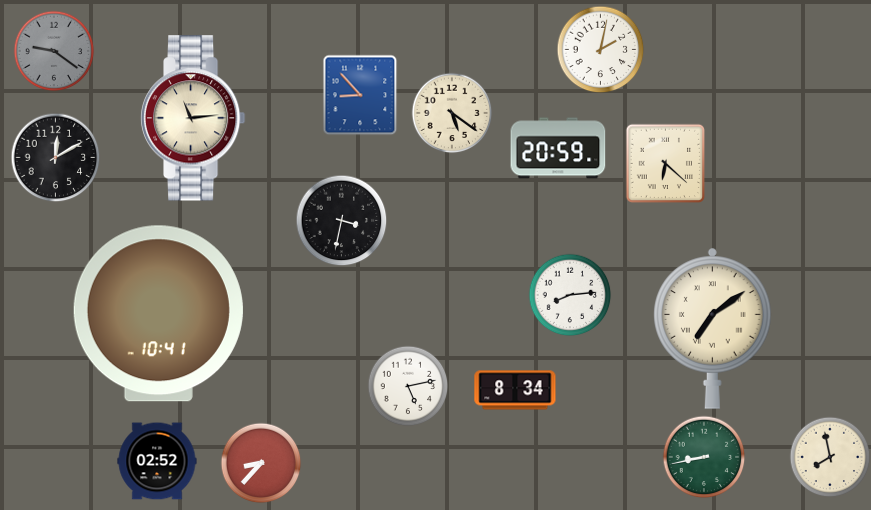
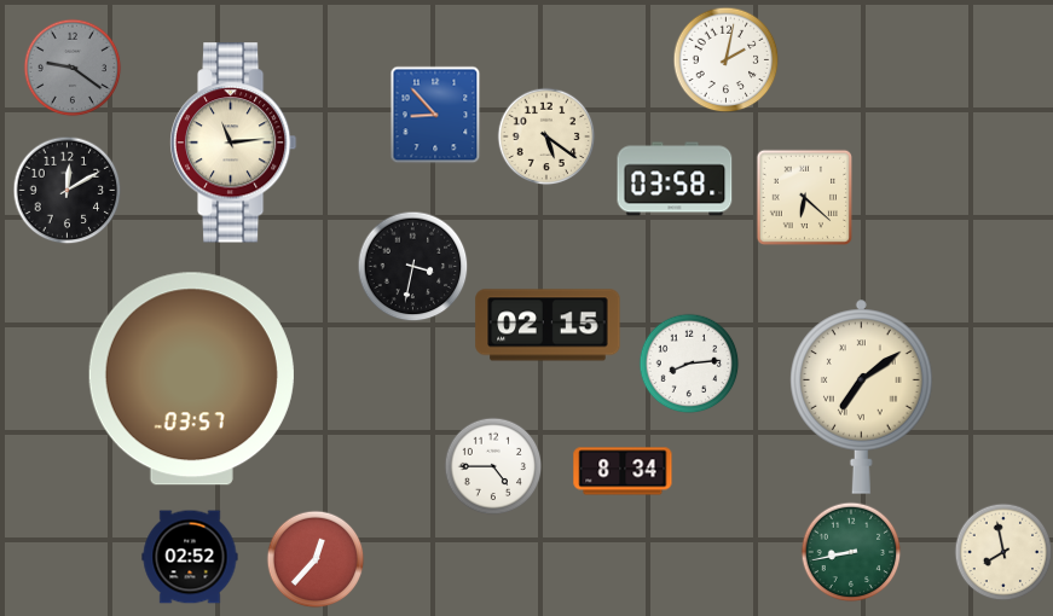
clock at (54, 51) position: (54, 51) -> (73, 68)
clock at (558, 148): 20:59 -> 03:58
clock at (548, 325): none -> 02:15
clock at (570, 295) position: (570, 295) -> (689, 364)
clock at (158, 314): 10:41 -> 03:57
clock at (408, 386): 5:13 -> 4:45
clock at (261, 463): 8:37 -> 12:37
